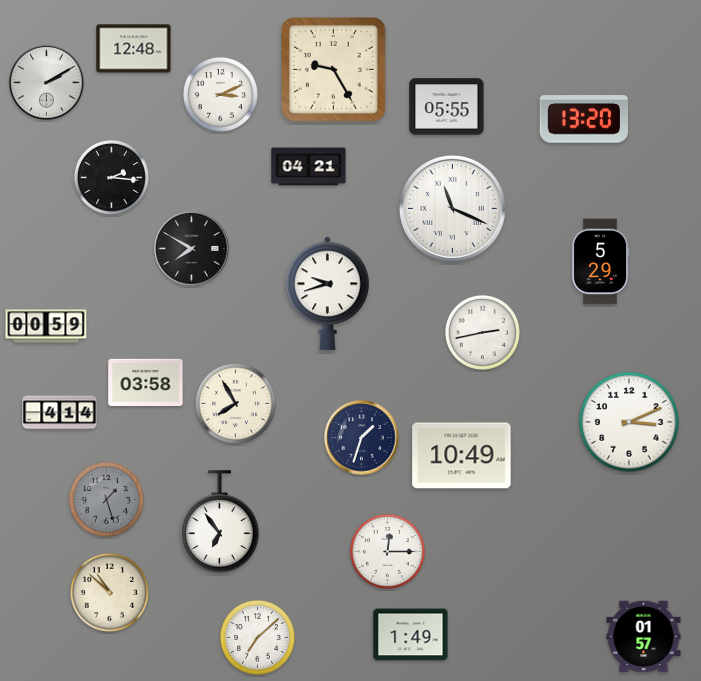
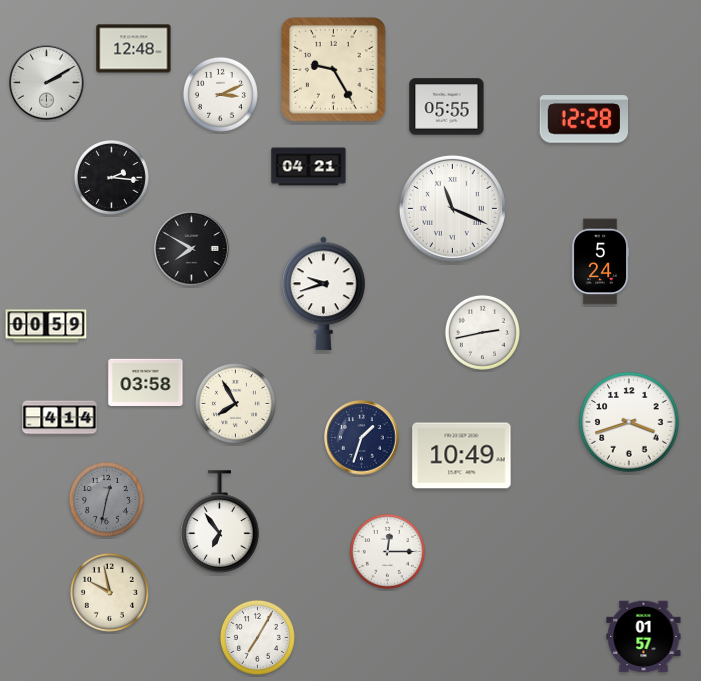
clock at (583, 119): 13:20 -> 12:28
clock at (600, 262): 5:29 -> 5:24
clock at (328, 294) position: (328, 294) -> (324, 294)
clock at (60, 413) position: (60, 413) -> (60, 418)
clock at (629, 422): 3:11 -> 3:42
clock at (106, 499): 1:27 -> 12:32
clock at (109, 592): 10:52 -> 9:58
clock at (411, 635): 1:49 -> none
clock at (257, 637): 7:08 -> 7:05
